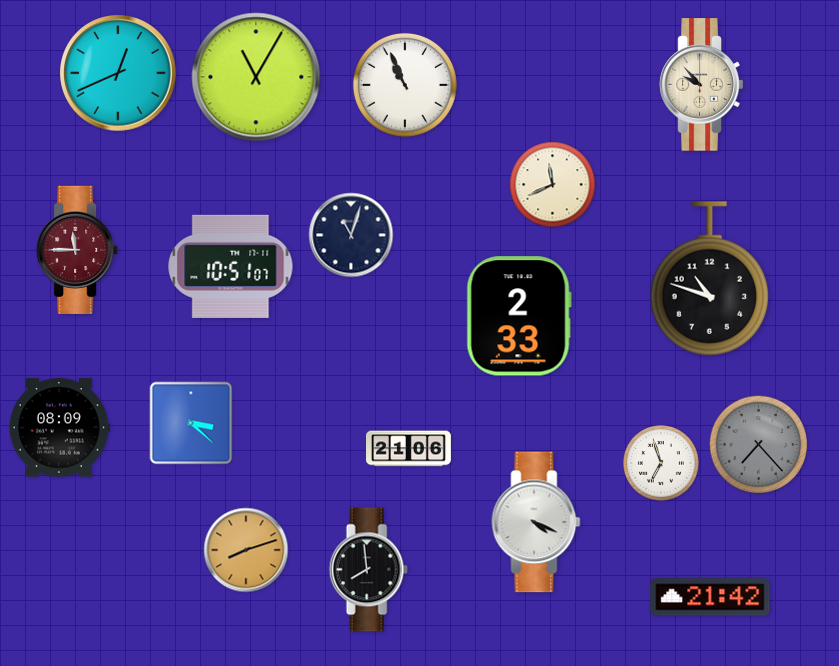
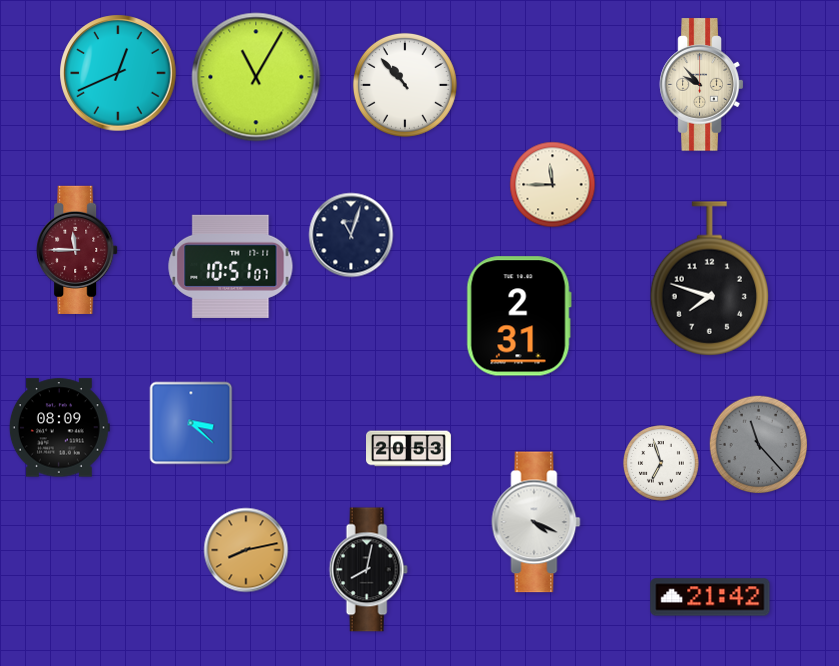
clock at (405, 85): 10:56 -> 10:53
clock at (553, 185): 11:41 -> 11:45
clock at (709, 279): 10:48 -> 7:48
clock at (519, 316): 2:33 -> 2:31
clock at (759, 445): 7:23 -> 11:23
clock at (409, 449): 21:06 -> 20:53
clock at (246, 550): 8:12 -> 8:13
clock at (368, 570): 7:59 -> 8:02
